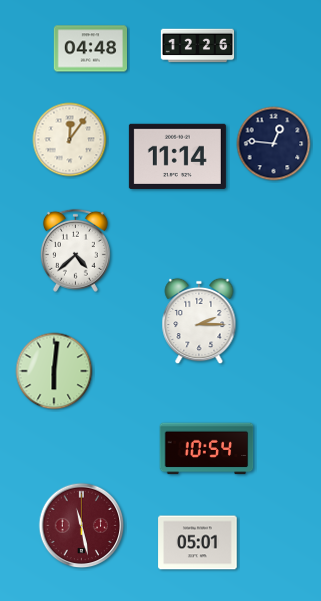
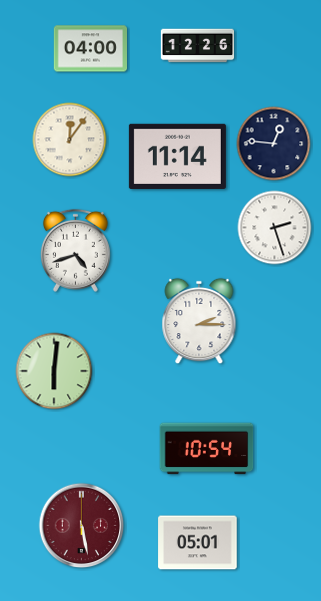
clock at (90, 49): 04:48 -> 04:00
clock at (275, 228): none -> 2:27
clock at (75, 250): 4:38 -> 4:42
clock at (82, 526): 11:28 -> 5:28
